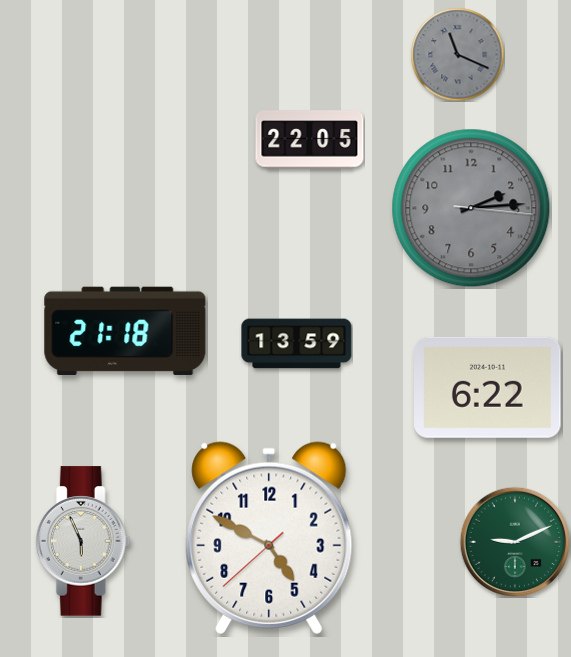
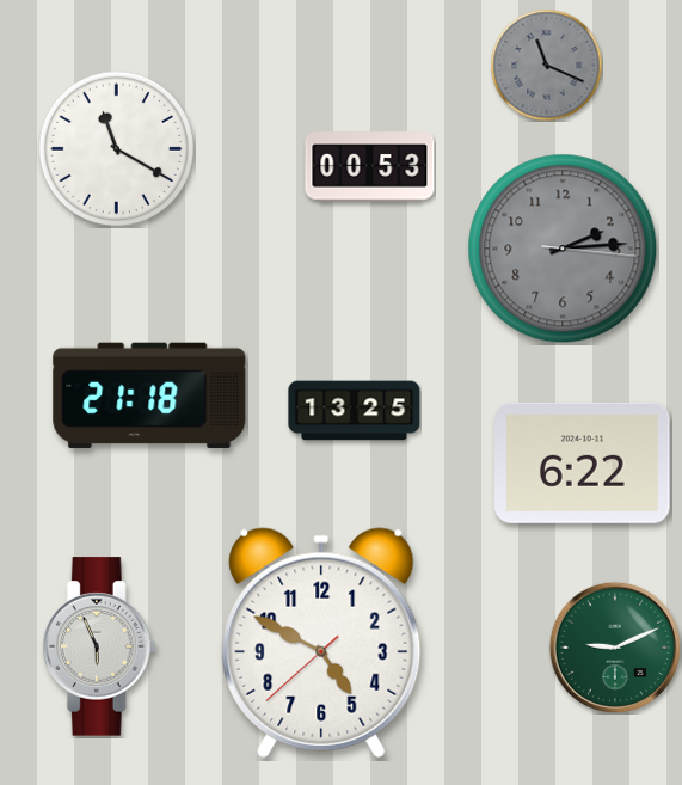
clock at (116, 148): none -> 11:20
clock at (310, 140): 22:05 -> 00:53
clock at (297, 344): 13:59 -> 13:25
